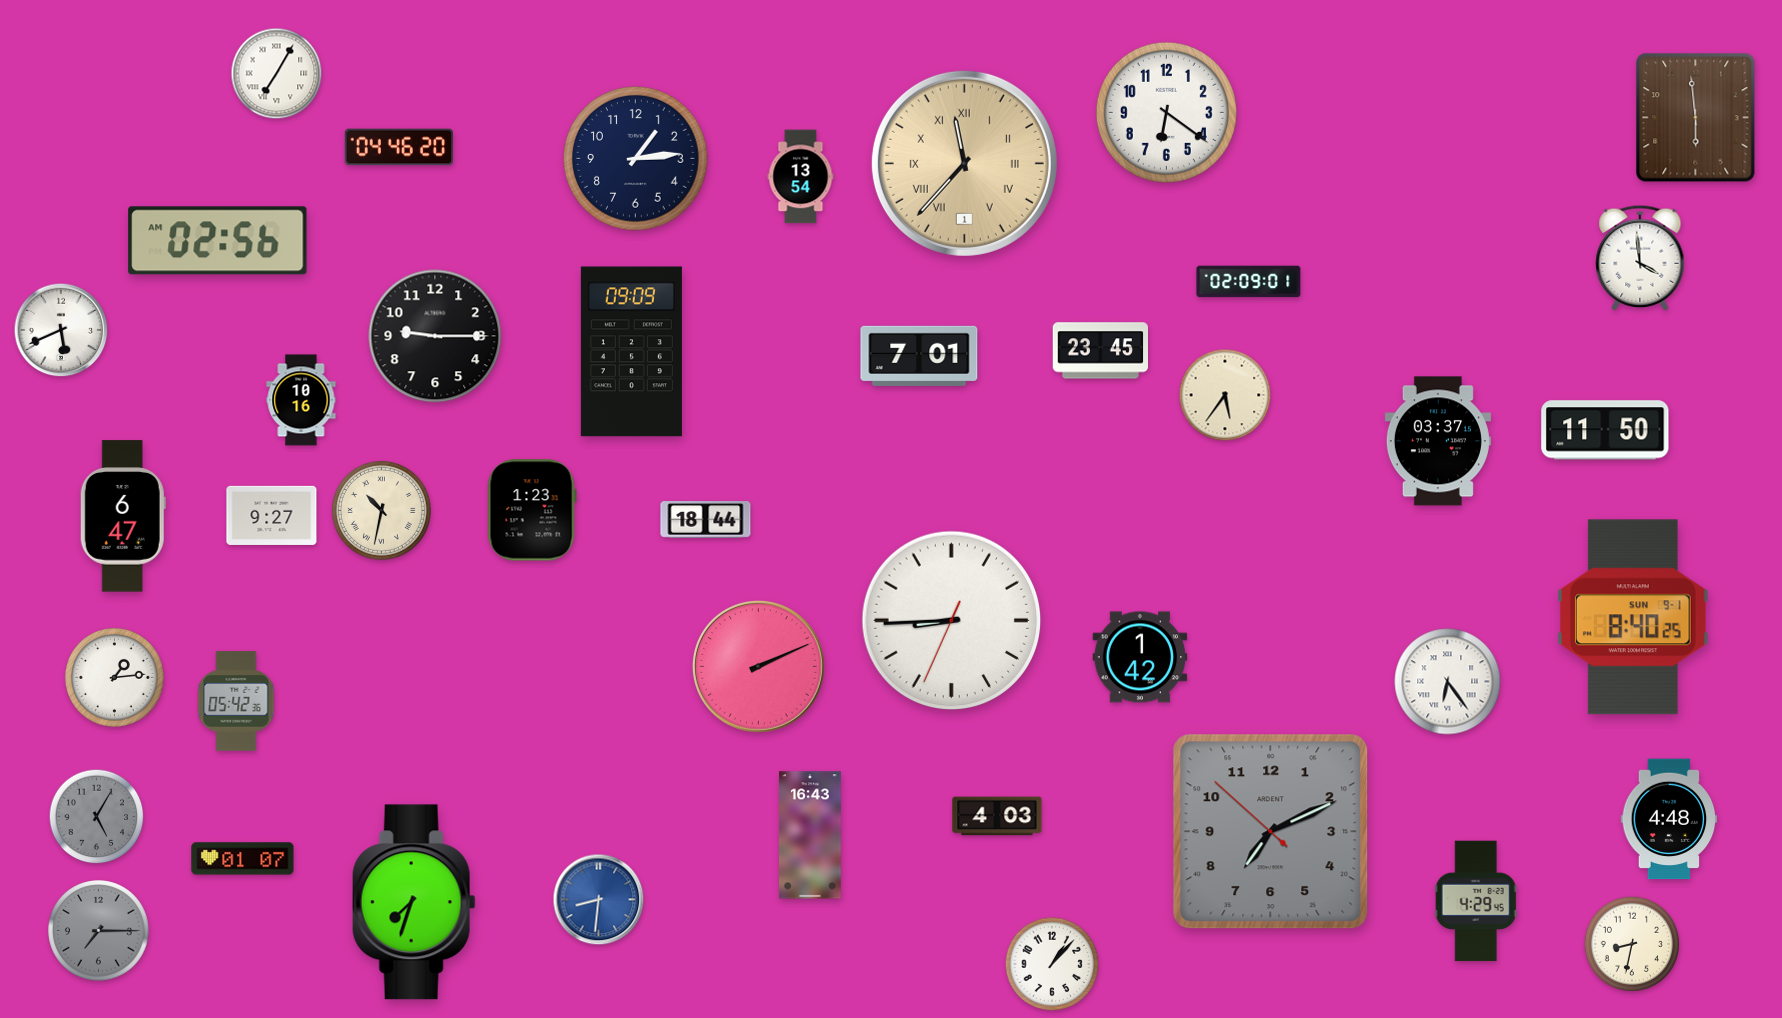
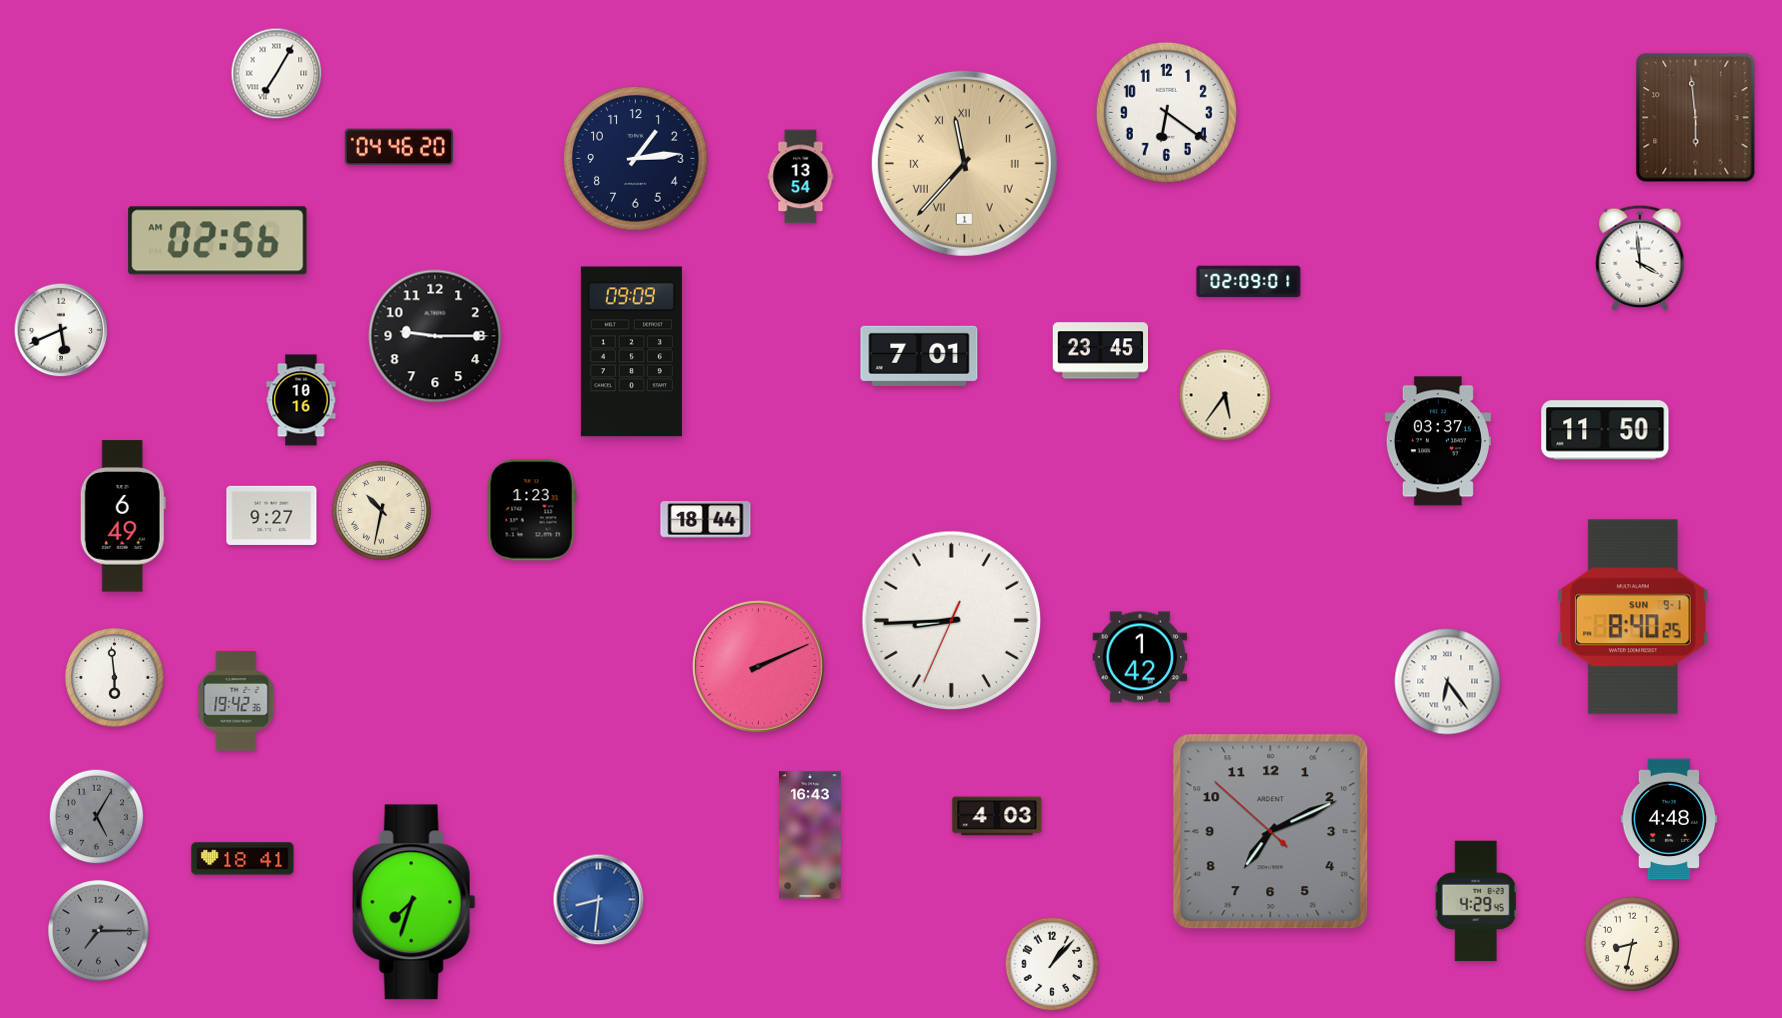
clock at (123, 516): 6:47 -> 6:49
clock at (114, 677): 1:14 -> 5:59
clock at (236, 701): 05:42 -> 19:42
clock at (243, 859): 01:07 -> 18:41
